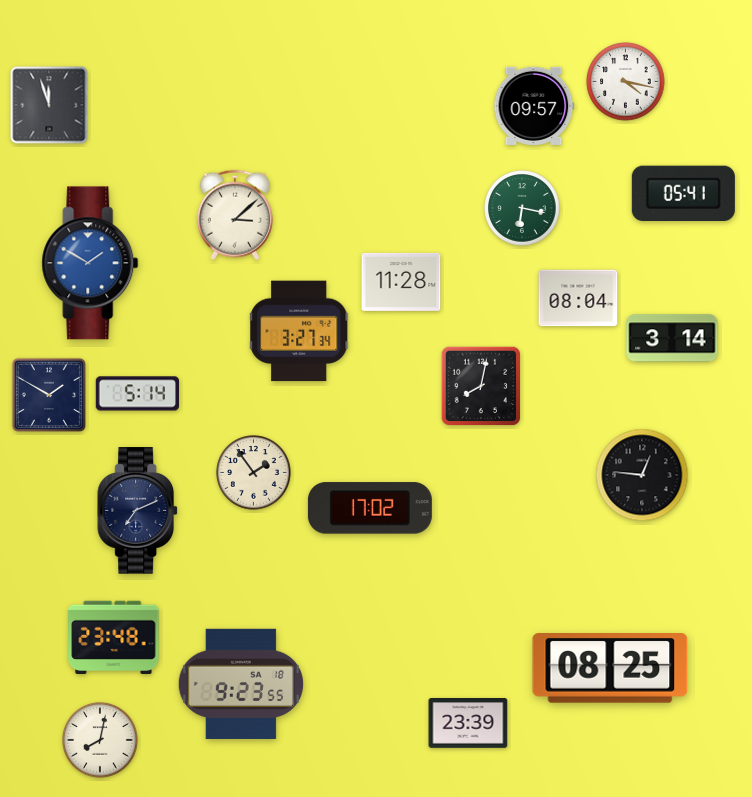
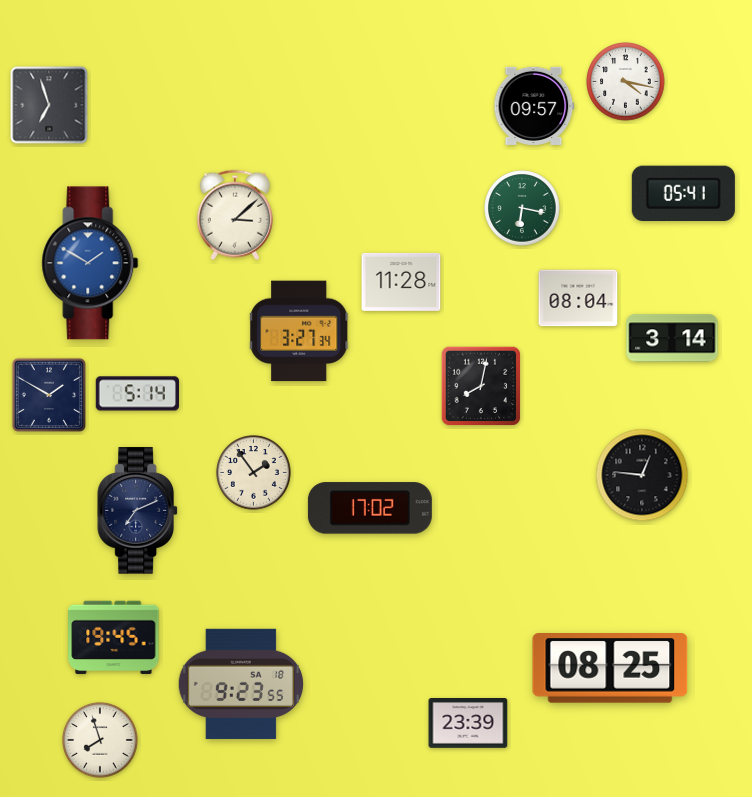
clock at (49, 105): 11:57 -> 6:57
clock at (114, 637): 23:48 -> 19:45
clock at (100, 740): 8:02 -> 7:57
